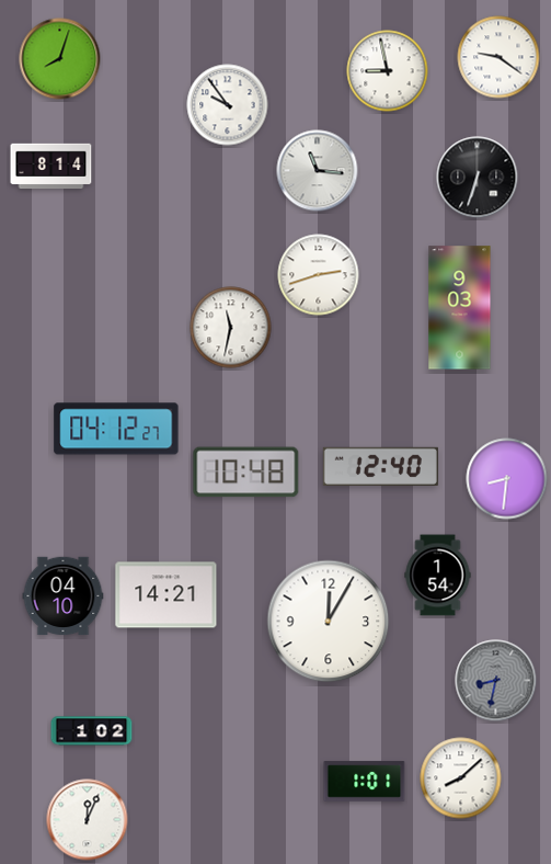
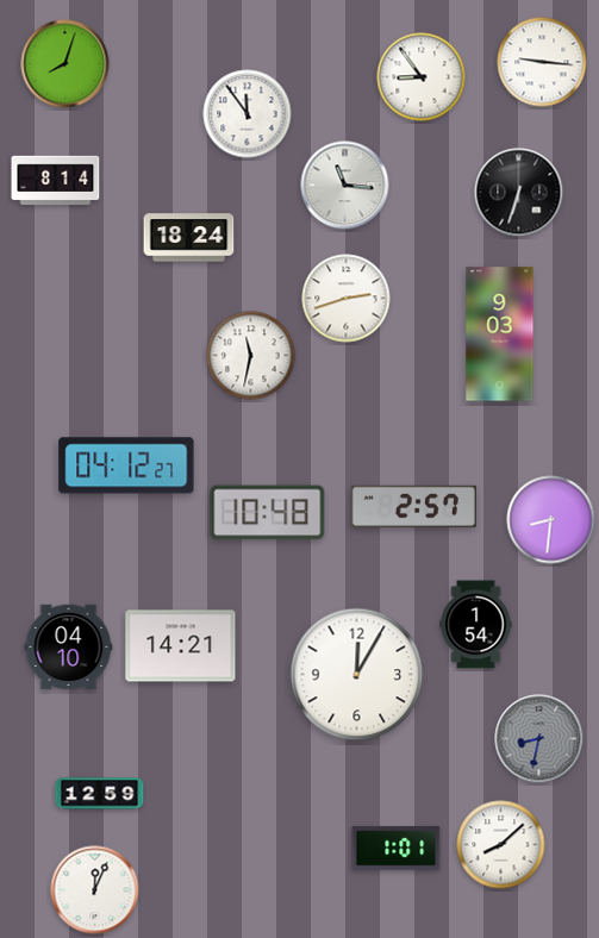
clock at (498, 57): 9:21 -> 9:16
clock at (388, 71): 8:58 -> 8:54
clock at (228, 105): 9:54 -> 11:54
clock at (189, 238): none -> 18:24
clock at (380, 466): 12:40 -> 2:57
clock at (92, 731): 1:02 -> 12:59
